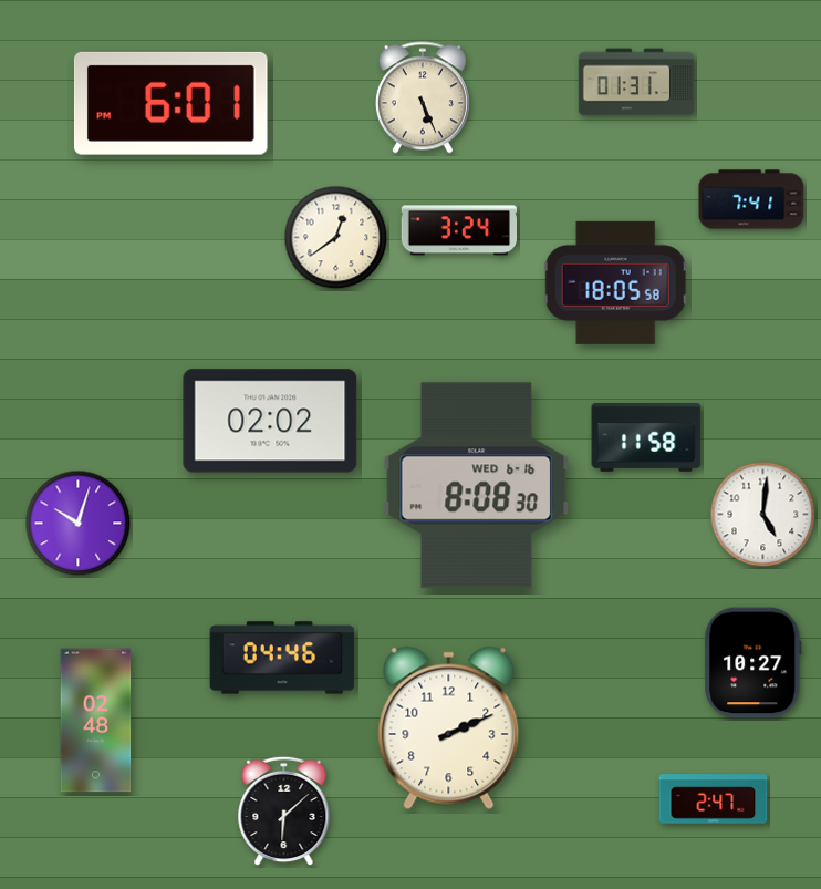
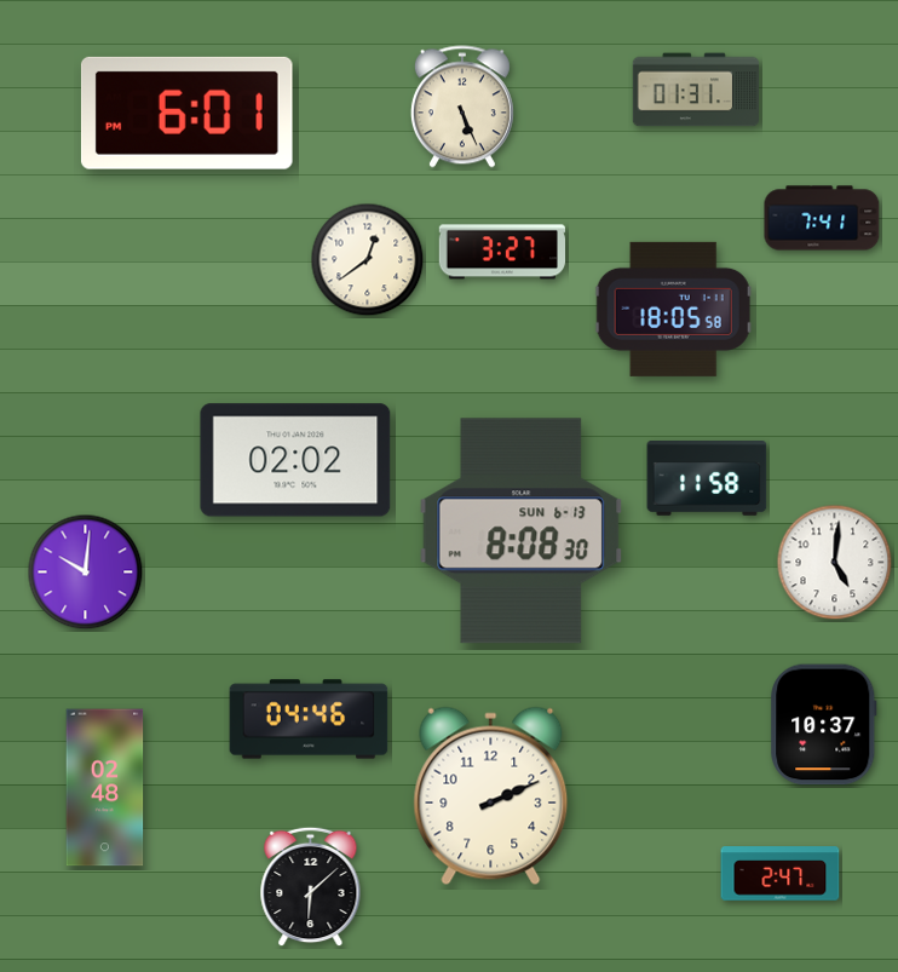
clock at (458, 230): 3:24 -> 3:27
clock at (477, 486) date: WED 6-16 -> SUN 6-13
clock at (79, 524): 10:03 -> 10:01
clock at (754, 663): 10:27 -> 10:37
